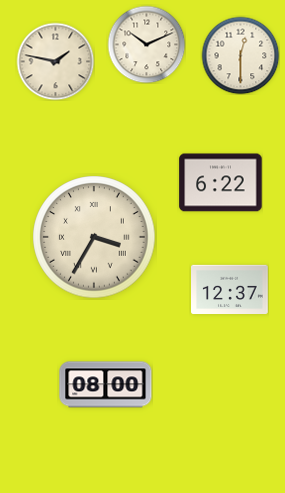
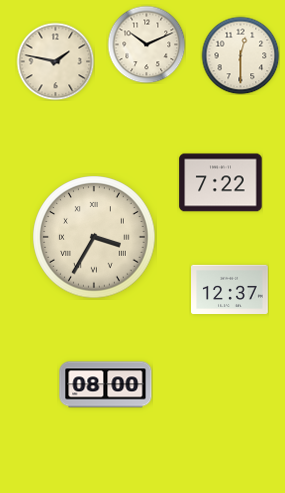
clock at (221, 183): 6:22 -> 7:22
